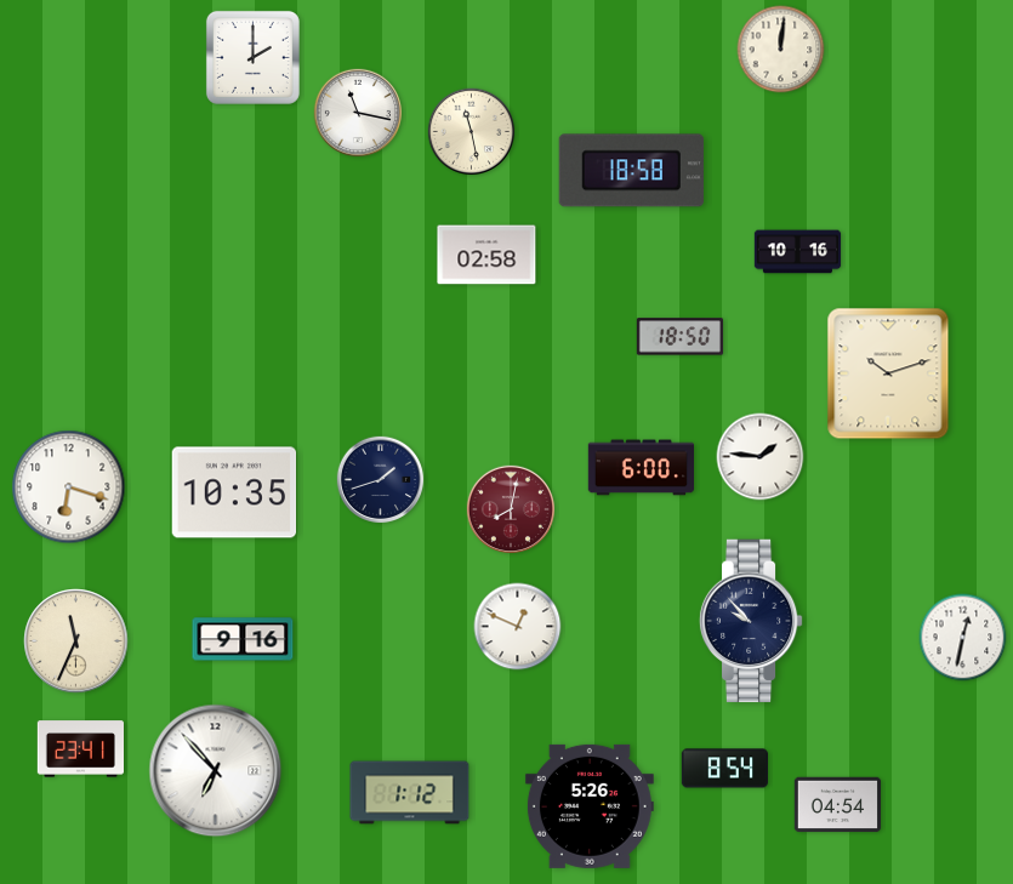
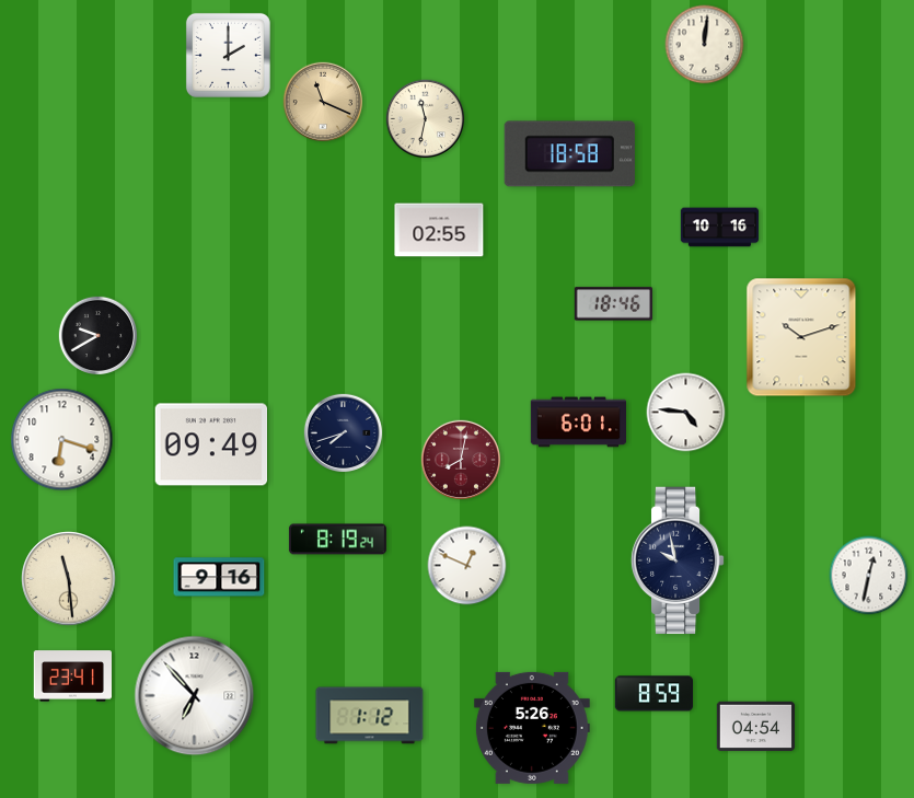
clock at (252, 57) position: (252, 57) -> (228, 55)
clock at (357, 112): 11:17 -> 11:19
clock at (357, 112) dial: white -> champagne
clock at (472, 132): 11:28 -> 11:32
clock at (486, 255): 02:58 -> 02:55
clock at (679, 337): 18:50 -> 18:46
clock at (99, 336): none -> 9:40
clock at (761, 457): 1:46 -> 4:46
clock at (641, 468): 6:00 -> 6:01
clock at (381, 480): 1:42 -> 7:42
clock at (234, 492): 10:35 -> 09:49
clock at (337, 540): none -> 8:19
clock at (751, 621): 9:53 -> 9:58
clock at (76, 641): 11:34 -> 11:29
clock at (724, 769): 8:54 -> 8:59
